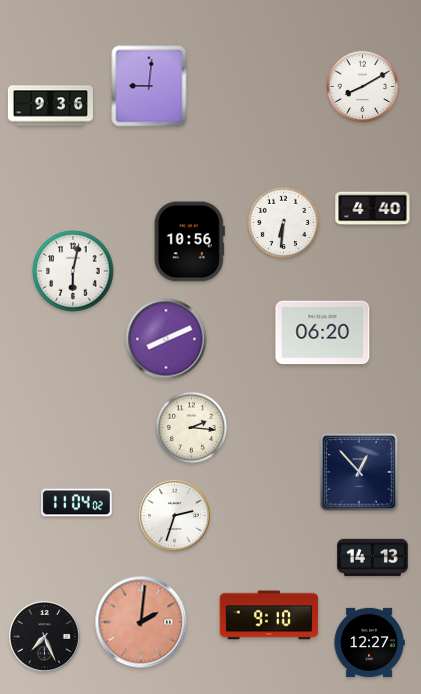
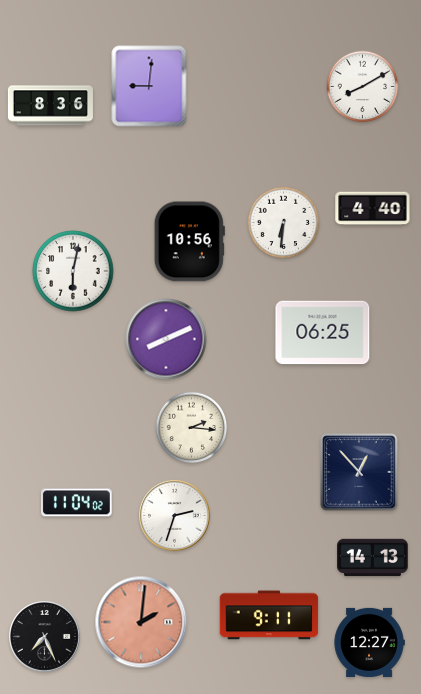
clock at (50, 106): 9:36 -> 8:36
clock at (323, 333): 06:20 -> 06:25
clock at (269, 615): 9:10 -> 9:11
